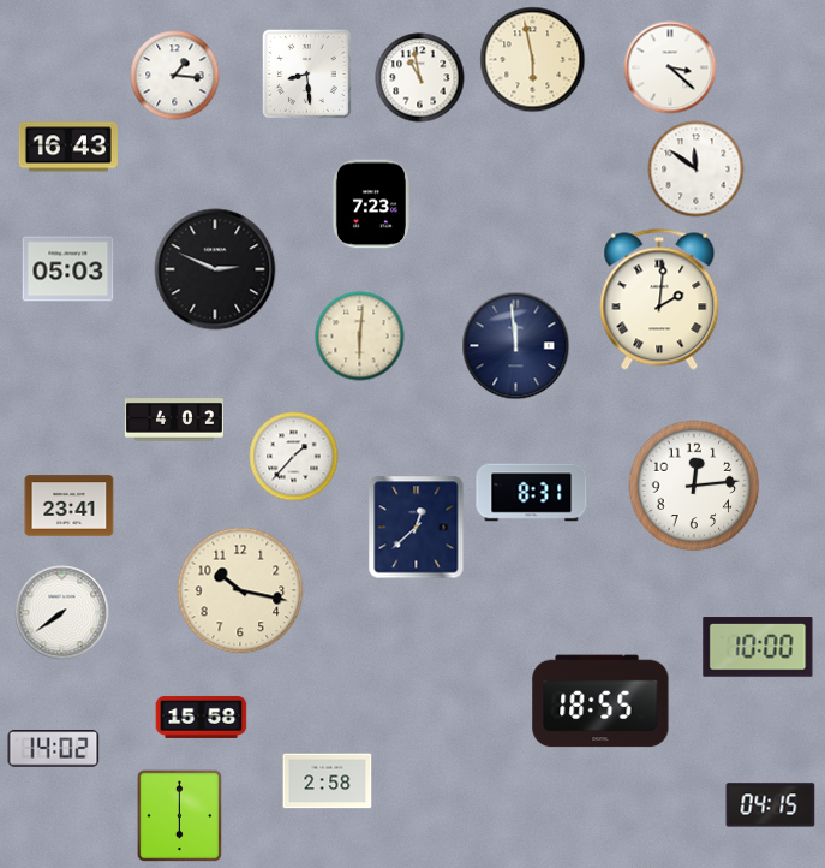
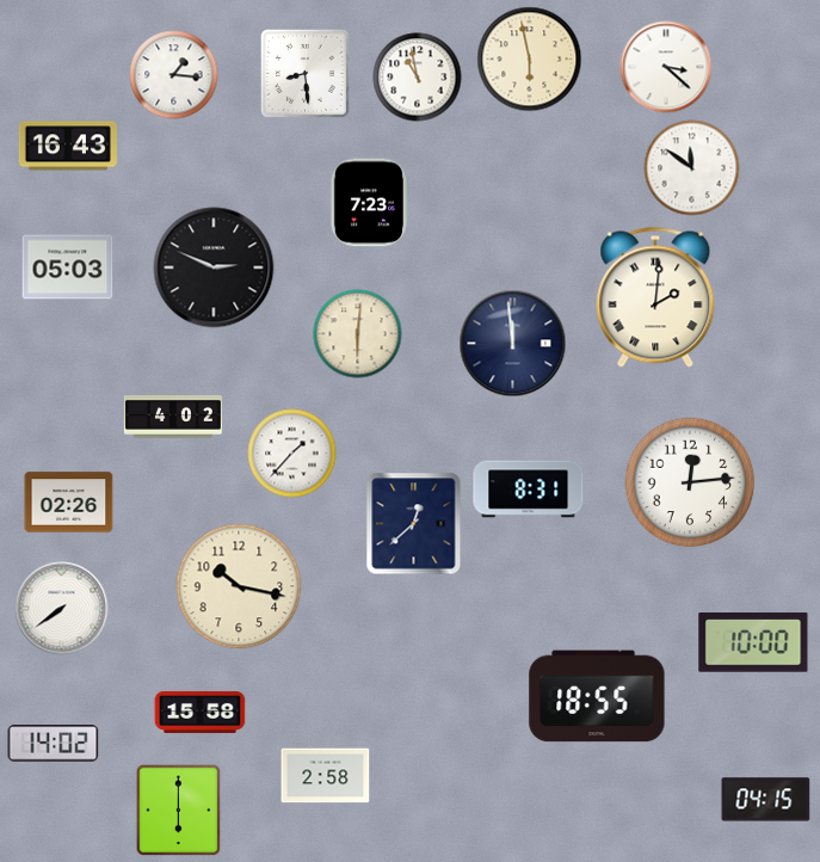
clock at (70, 506): 23:41 -> 02:26
